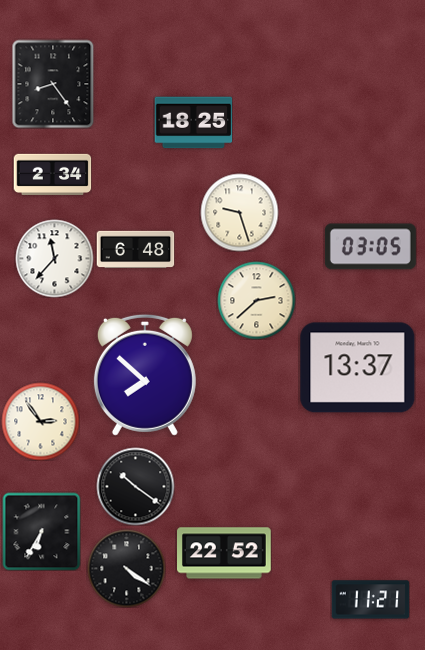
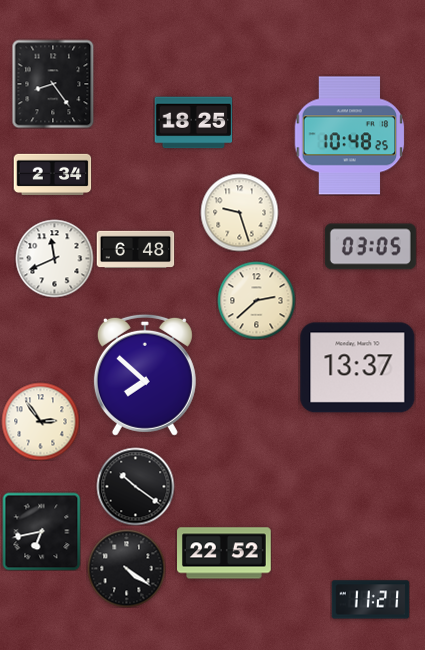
clock at (350, 136): none -> 10:48
clock at (54, 258): 11:37 -> 11:41
clock at (41, 531): 6:35 -> 6:43
